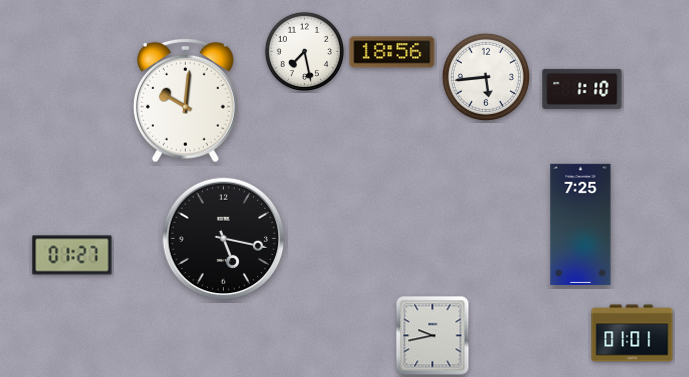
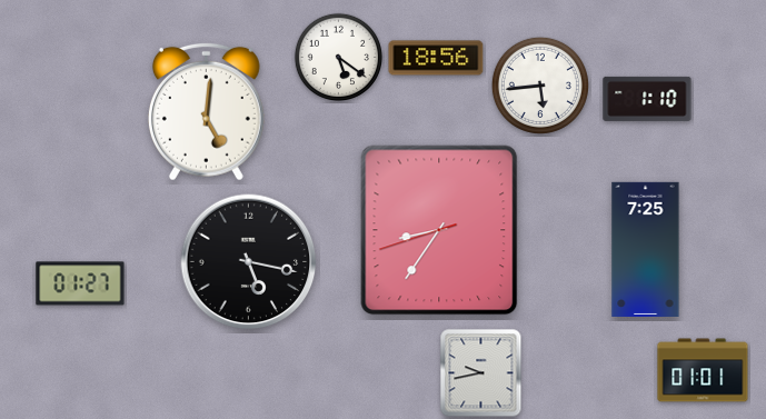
clock at (304, 51): 7:28 -> 5:21
clock at (185, 100): 10:01 -> 5:01
clock at (439, 230): none -> 8:35
clock at (224, 239) position: (224, 239) -> (249, 262)
